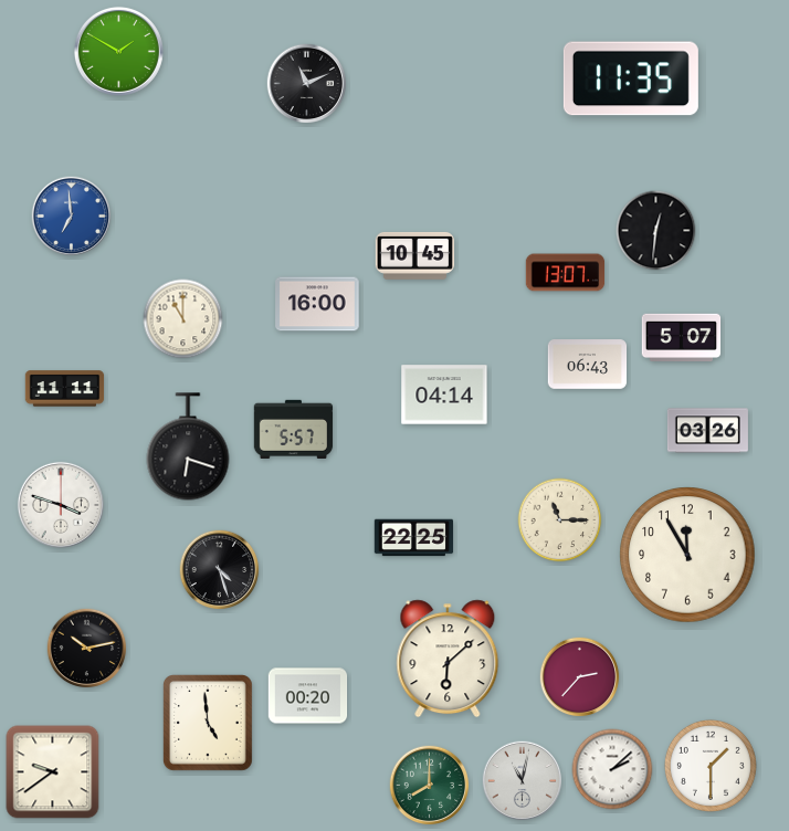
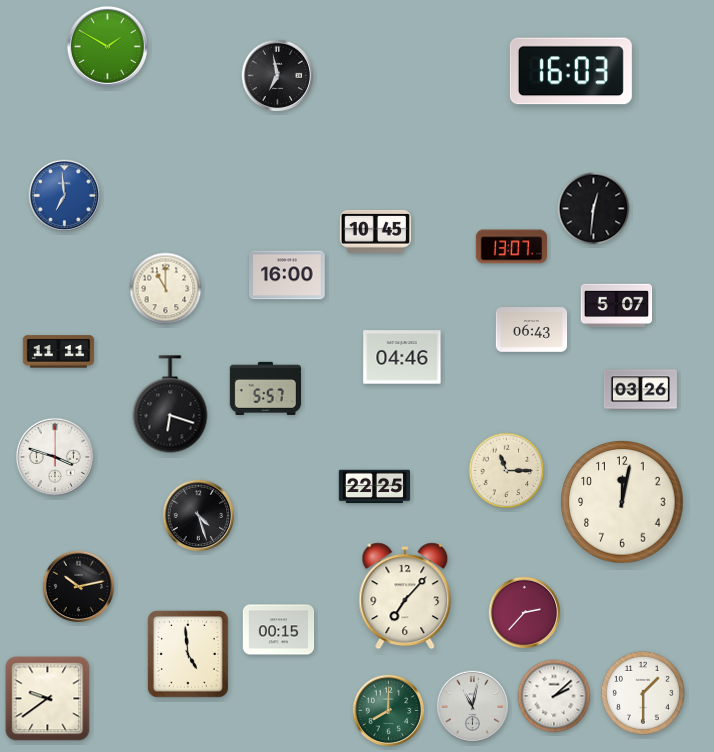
clock at (631, 78): 11:35 -> 16:03
clock at (307, 84): 11:11 -> 6:58
clock at (444, 395): 04:14 -> 04:46
clock at (687, 555): 11:55 -> 12:02
clock at (448, 659): 6:08 -> 7:07
clock at (308, 696): 00:20 -> 00:15
